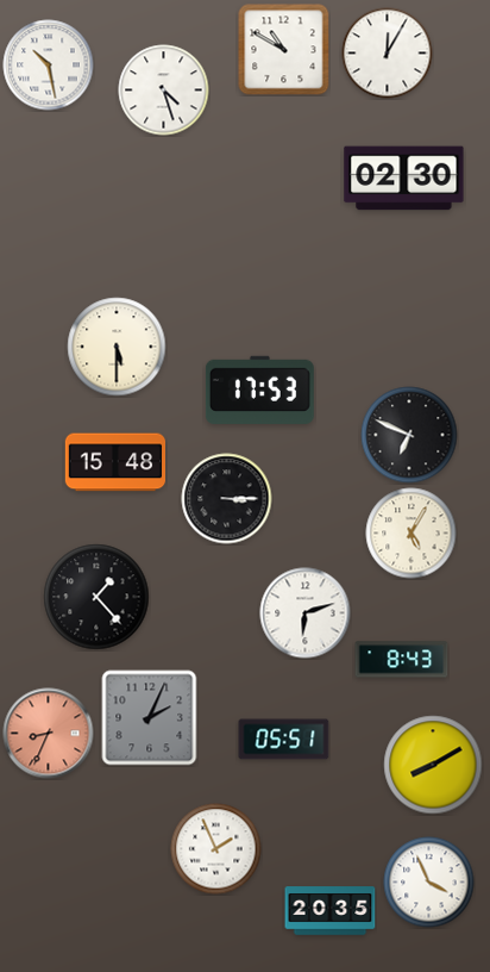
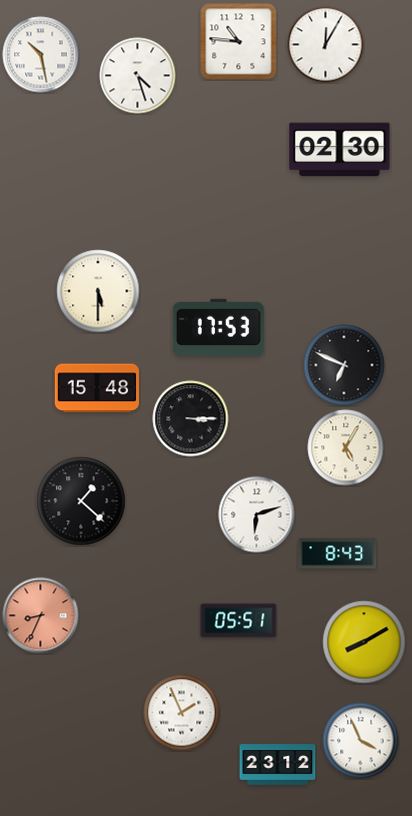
clock at (284, 50): 10:50 -> 10:46
clock at (96, 597): 1:23 -> 1:22
clock at (150, 718): 2:04 -> none
clock at (331, 911): 20:35 -> 23:12
